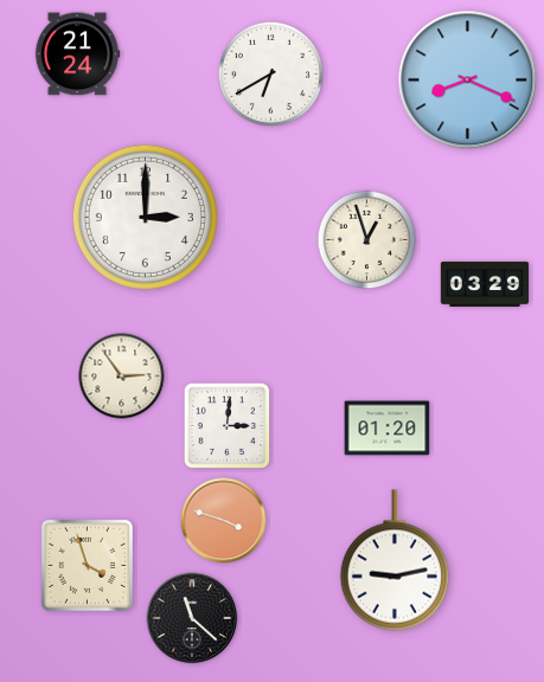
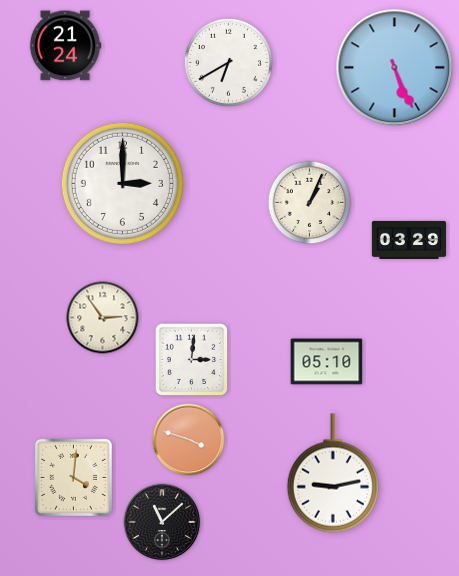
clock at (468, 81): 8:19 -> 5:26
clock at (367, 240): 12:57 -> 1:04
clock at (388, 429): 01:20 -> 05:10
clock at (87, 565): 3:57 -> 4:01
clock at (192, 618): 11:22 -> 11:08
